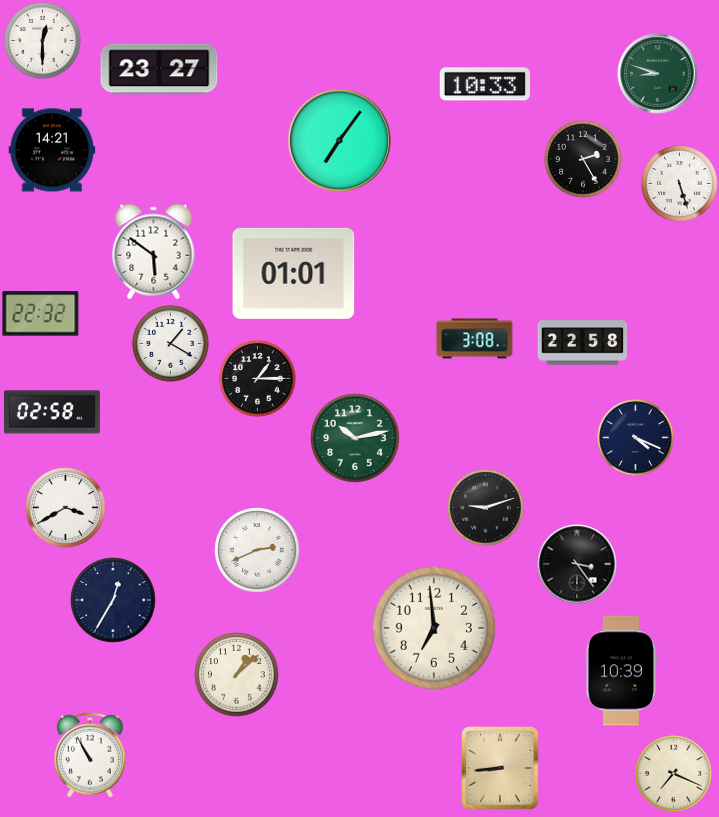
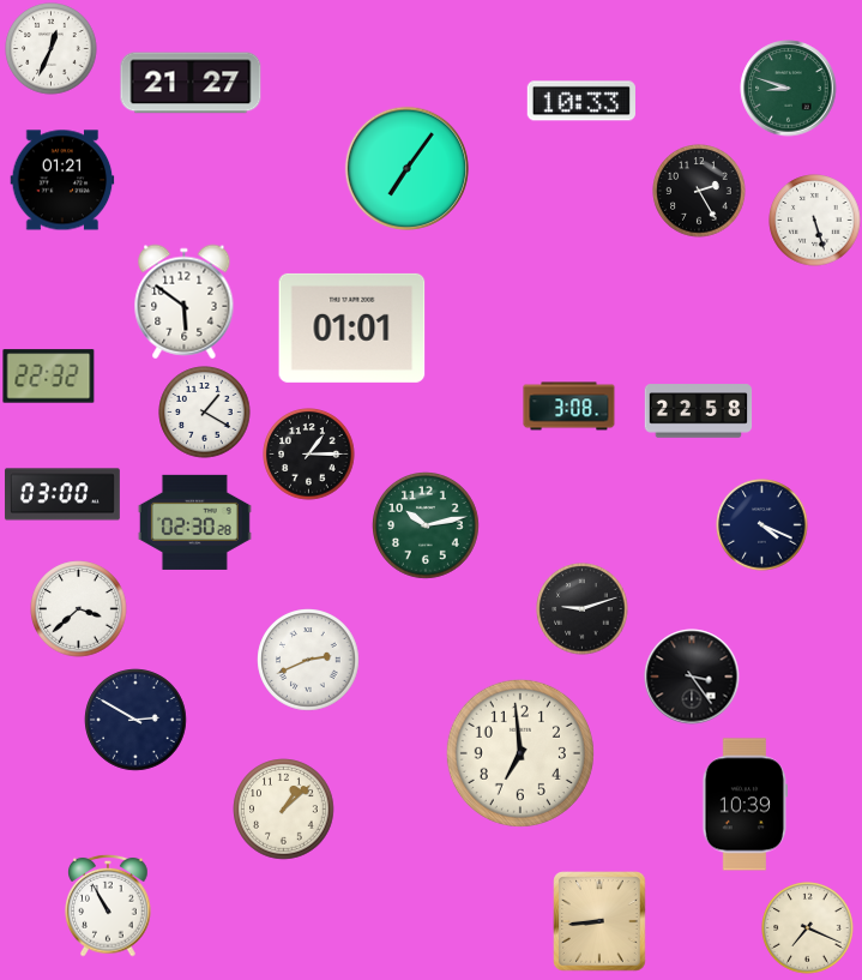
clock at (43, 41): 12:30 -> 12:34
clock at (159, 69): 23:27 -> 21:27
clock at (52, 150): 14:21 -> 01:21
clock at (52, 412): 02:58 -> 03:00
clock at (194, 522): none -> 02:30
clock at (66, 508): 3:40 -> 3:38
clock at (113, 600): 12:35 -> 2:50
